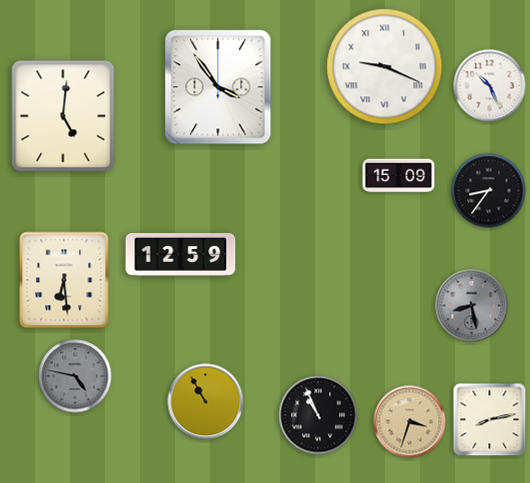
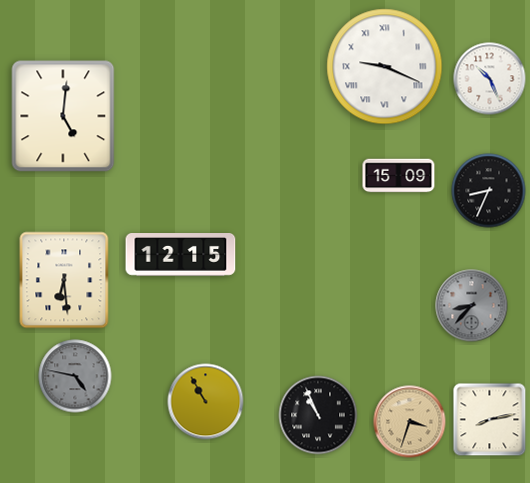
clock at (490, 86) position: (490, 86) -> (490, 79)
clock at (218, 87): 3:54 -> none
clock at (489, 191): 8:36 -> 8:34
clock at (181, 255): 12:59 -> 12:15
clock at (472, 306): 8:28 -> 8:37
